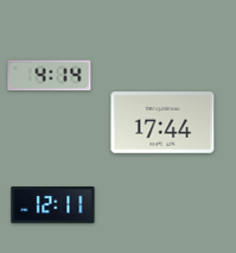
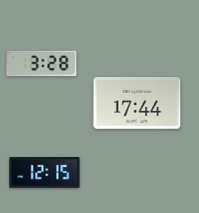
clock at (50, 76): 4:14 -> 3:28
clock at (53, 205): 12:11 -> 12:15
